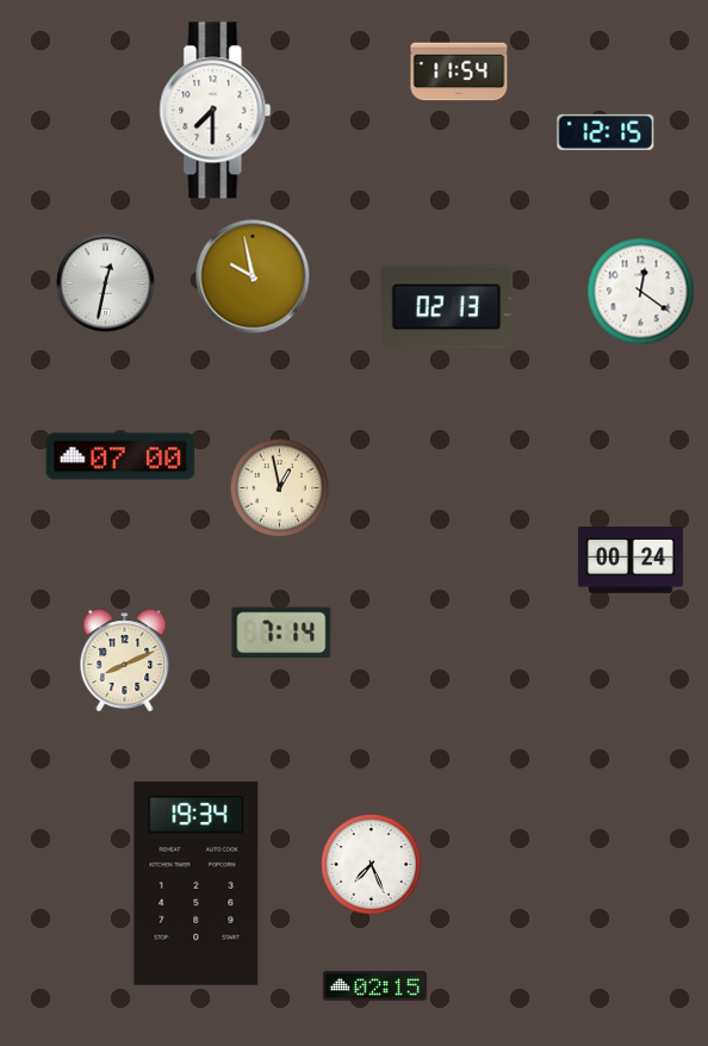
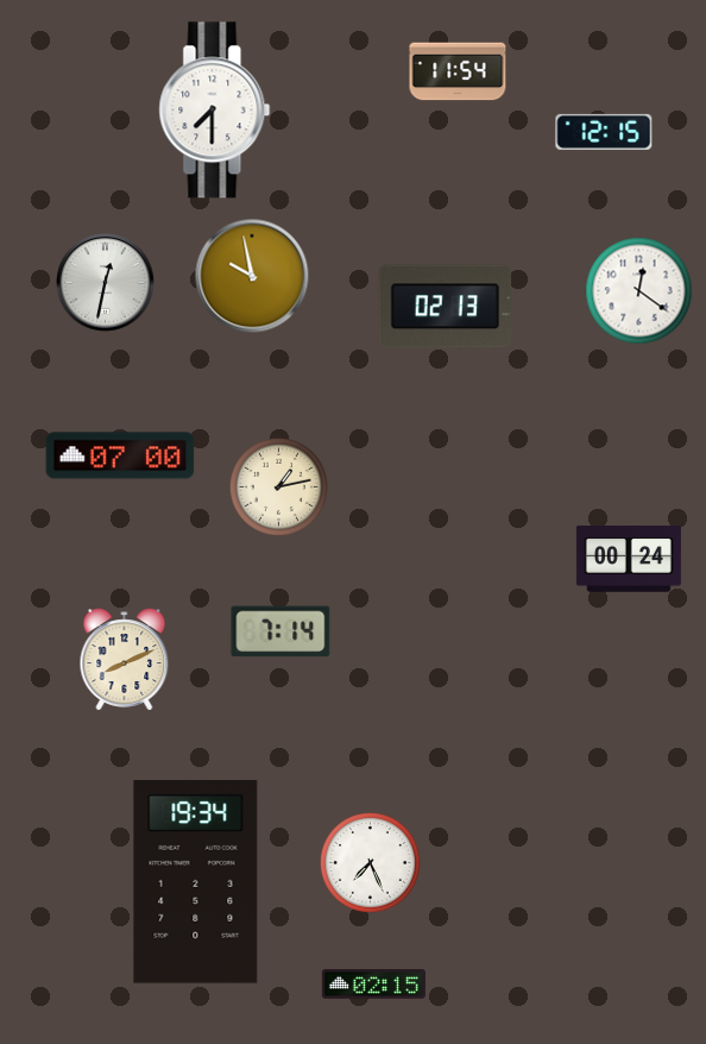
clock at (279, 487): 12:58 -> 1:13
